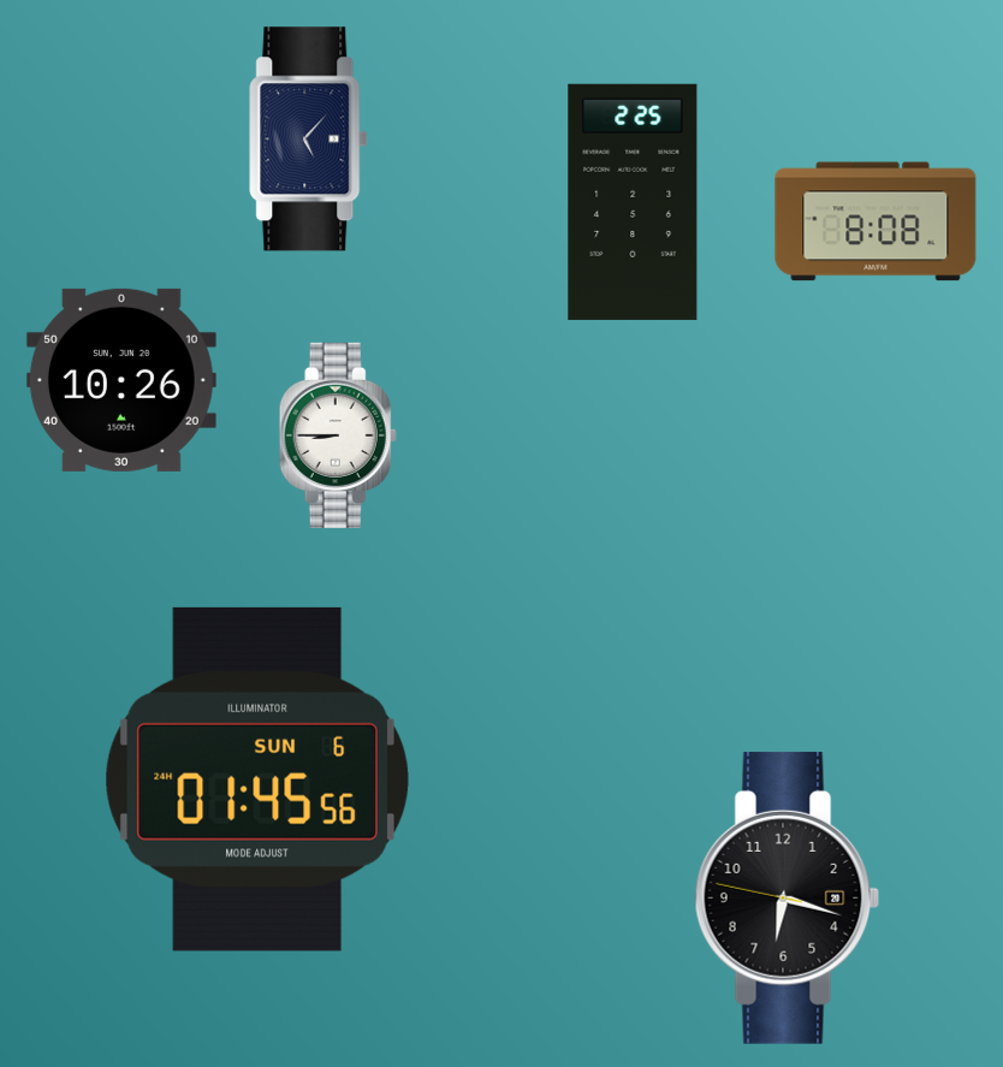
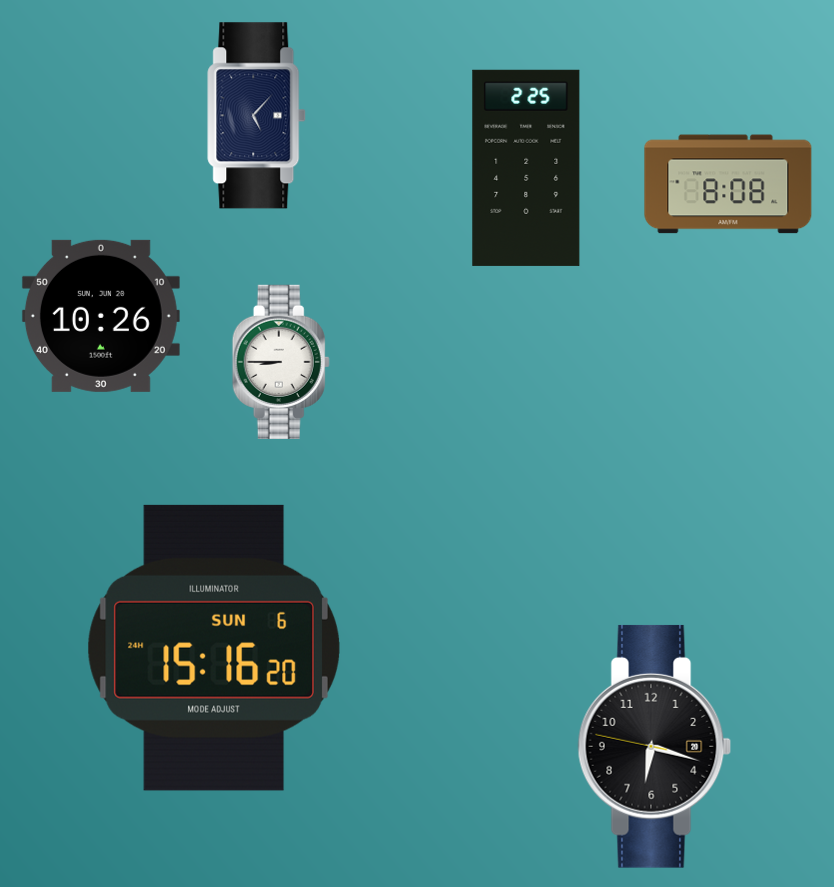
clock at (257, 779): 01:45 -> 15:16
